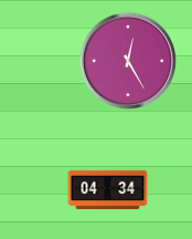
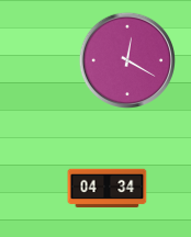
clock at (128, 61): 12:25 -> 12:20
